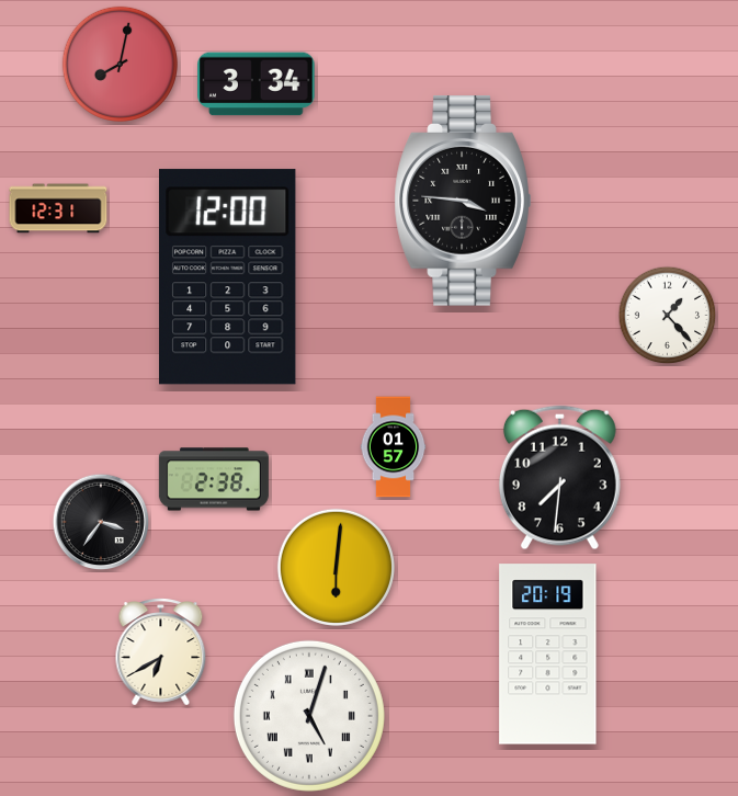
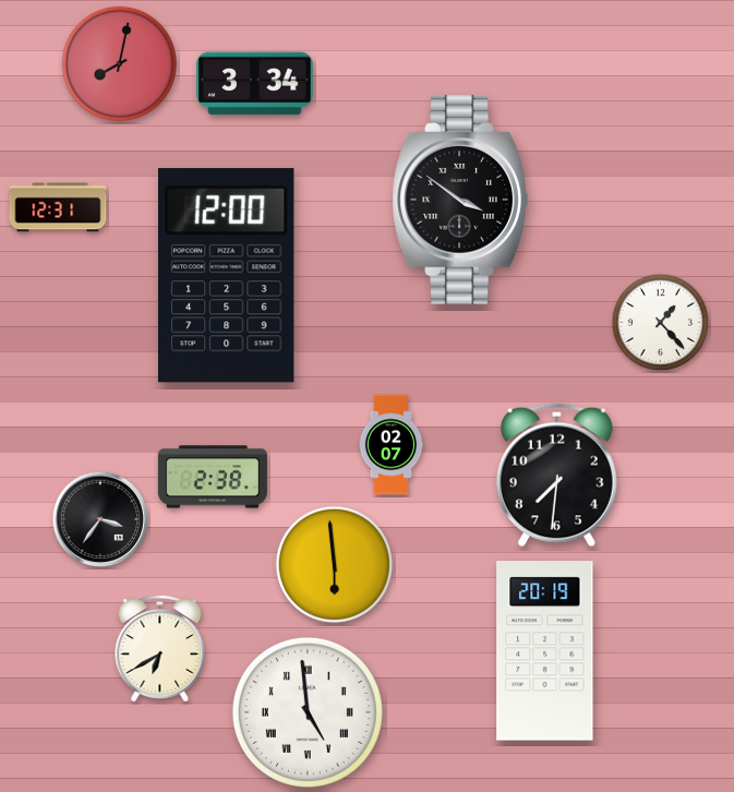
clock at (463, 202): 3:46 -> 3:51
clock at (668, 316) position: (668, 316) -> (661, 323)
clock at (394, 447): 01:57 -> 02:07
clock at (336, 567): 6:01 -> 5:59
clock at (309, 716): 5:03 -> 4:59
